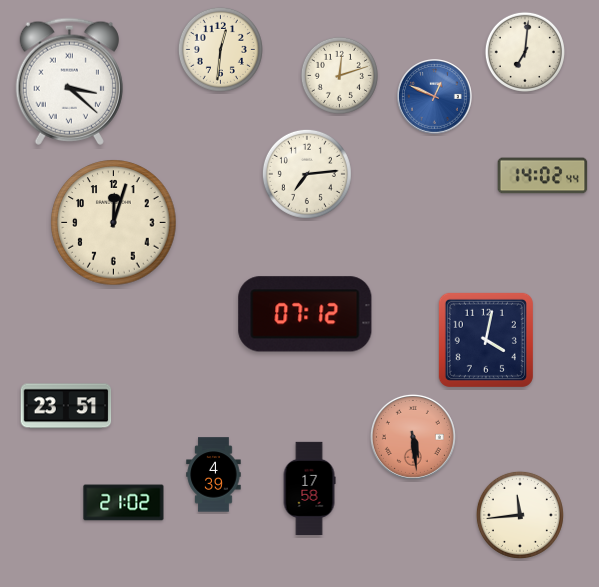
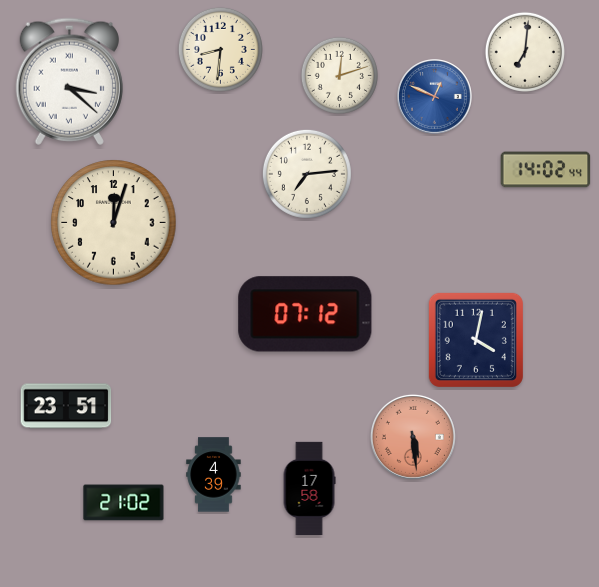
clock at (220, 49): 12:31 -> 8:31
clock at (543, 176) position: (543, 176) -> (546, 170)
clock at (486, 340) position: (486, 340) -> (476, 340)
clock at (520, 515): 11:44 -> none
